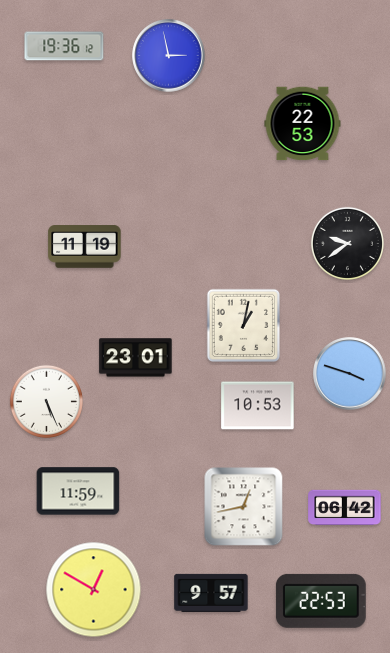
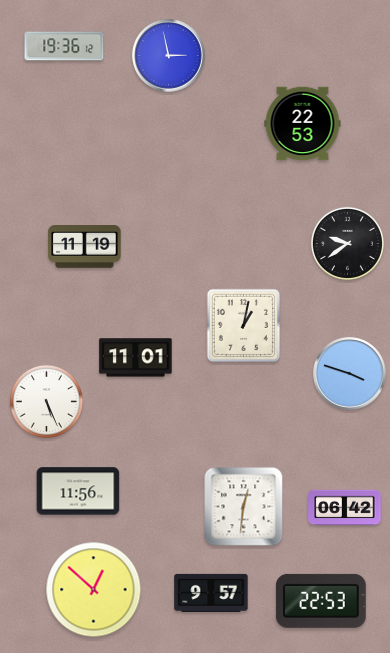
clock at (136, 358): 23:01 -> 11:01
clock at (258, 406): 10:53 -> none
clock at (78, 491): 11:59 -> 11:56
clock at (244, 507): 12:43 -> 12:31
clock at (94, 590): 12:50 -> 12:52
